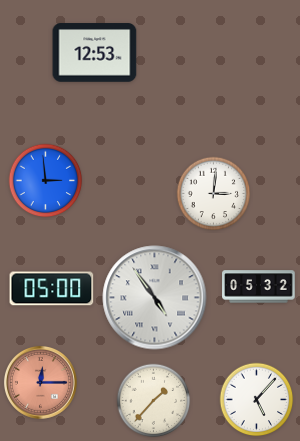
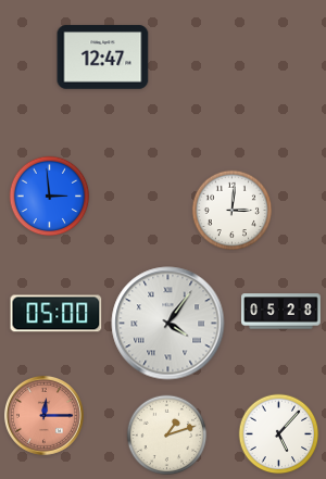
clock at (95, 53): 12:53 -> 12:47
clock at (259, 287): 05:32 -> 05:28
clock at (155, 298): 4:54 -> 4:06
clock at (154, 401): 1:37 -> 1:12
